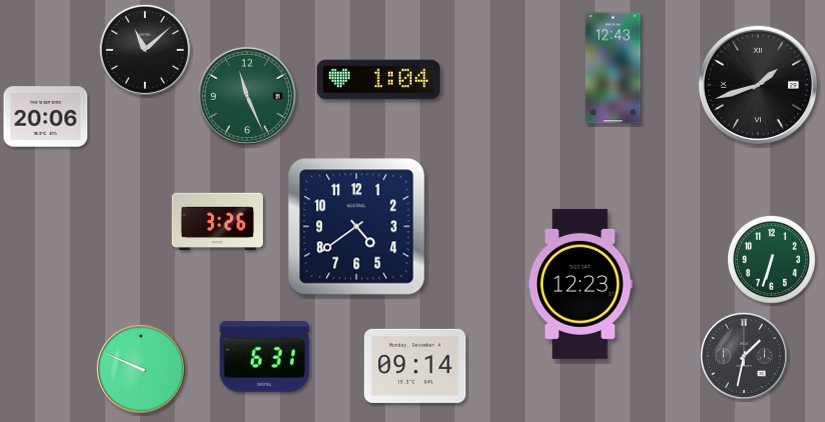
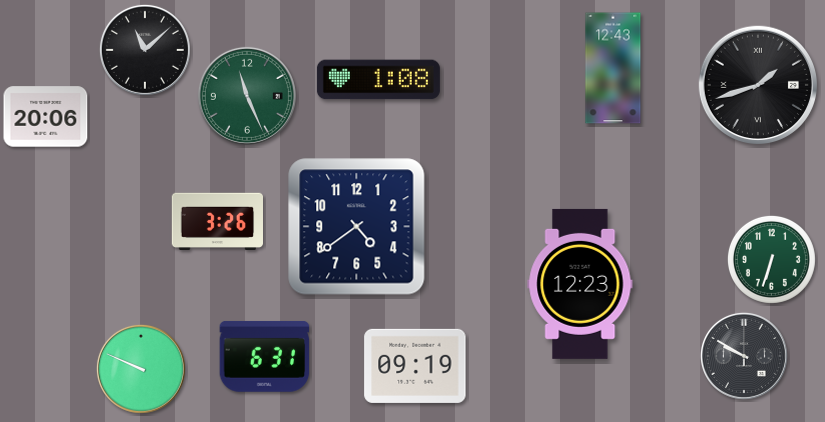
clock at (378, 80): 1:04 -> 1:08
clock at (744, 356): 1:32 -> 9:50
clock at (415, 366): 09:14 -> 09:19
